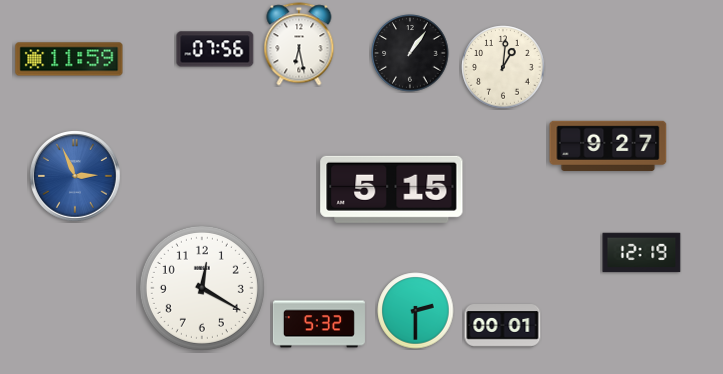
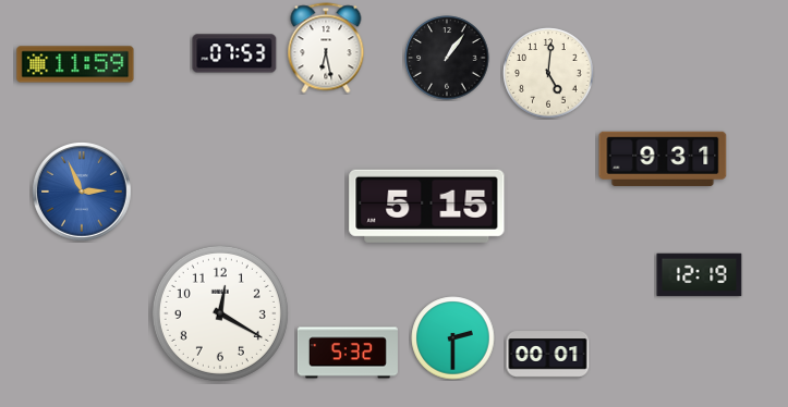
clock at (215, 49): 07:56 -> 07:53
clock at (503, 67): 1:01 -> 5:01
clock at (608, 146): 9:27 -> 9:31
